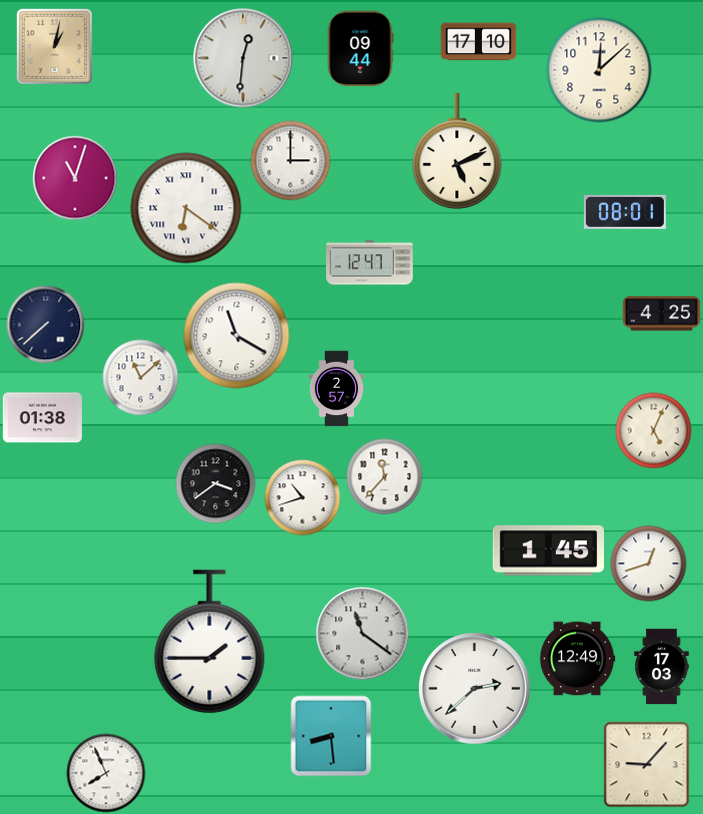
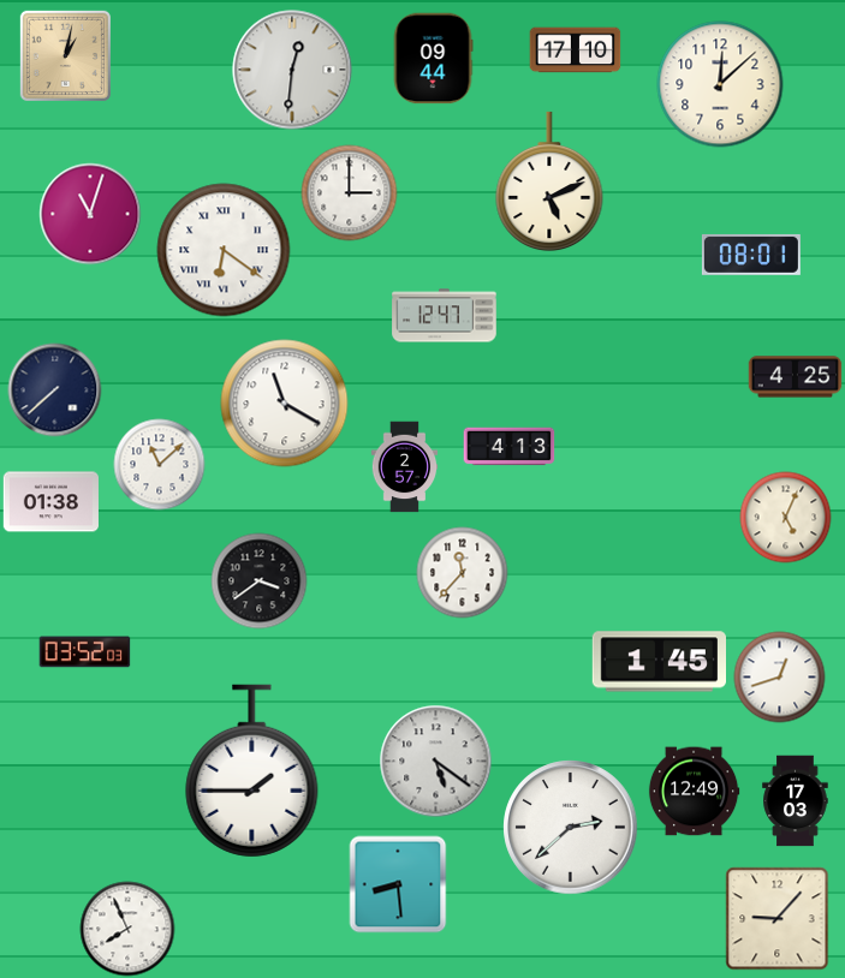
clock at (510, 447): none -> 4:13
clock at (141, 378) position: (141, 378) -> (160, 465)
clock at (303, 498): 10:42 -> none
clock at (85, 652): none -> 03:52
clock at (363, 634): 11:21 -> 5:21
